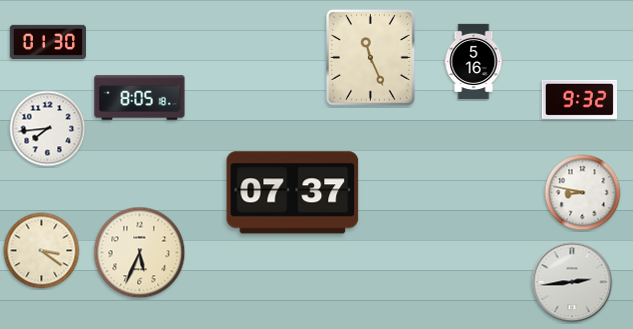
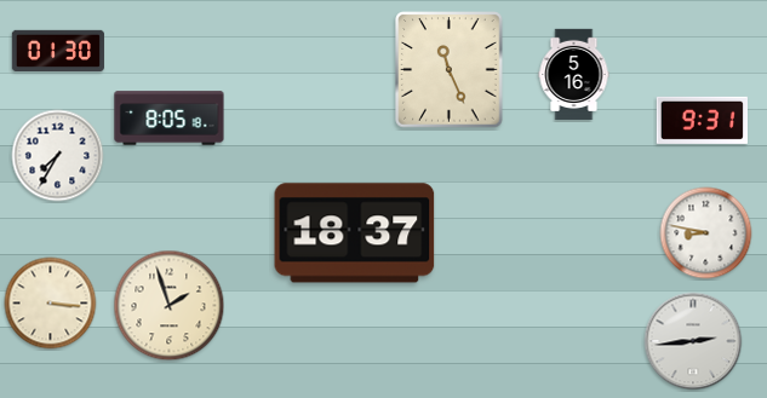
clock at (579, 99): 9:32 -> 9:31
clock at (48, 129): 7:44 -> 7:35
clock at (293, 193): 07:37 -> 18:37
clock at (42, 251): 3:21 -> 3:16
clock at (140, 253): 5:34 -> 1:57
